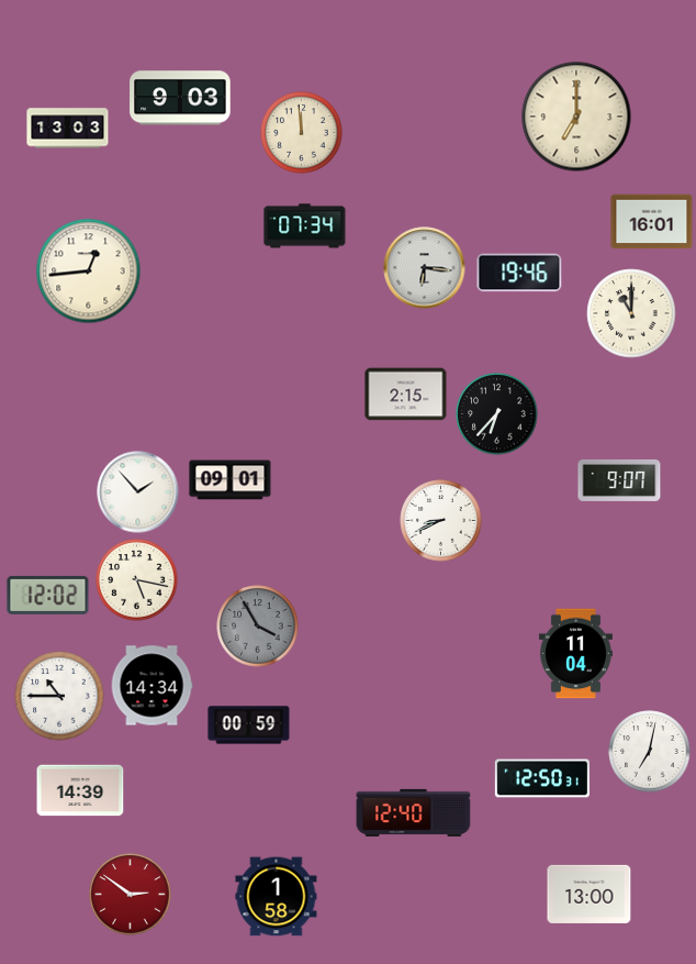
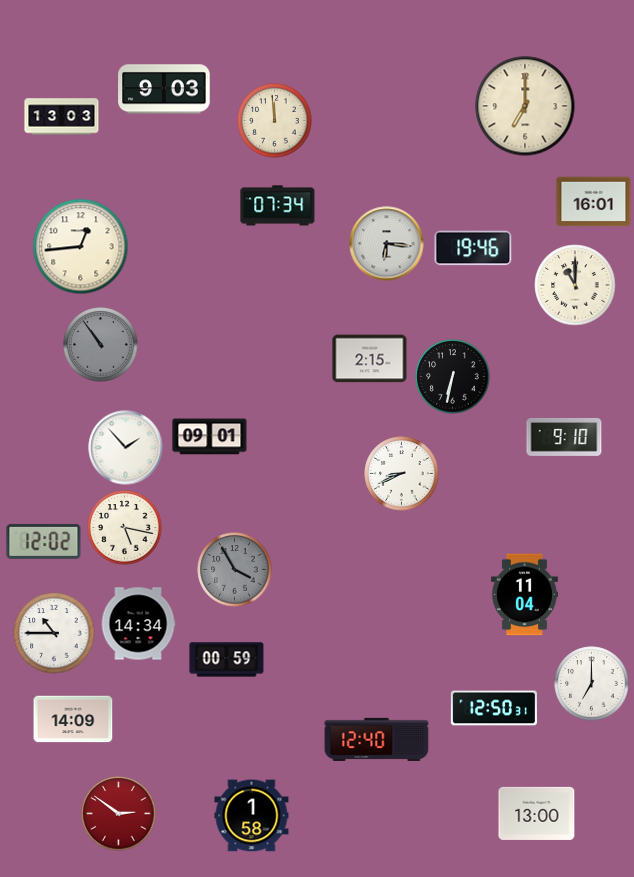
clock at (101, 345): none -> 10:54
clock at (497, 414): 6:37 -> 6:32
clock at (619, 480): 9:07 -> 9:10
clock at (650, 752): 7:02 -> 7:00
clock at (80, 790): 14:39 -> 14:09
